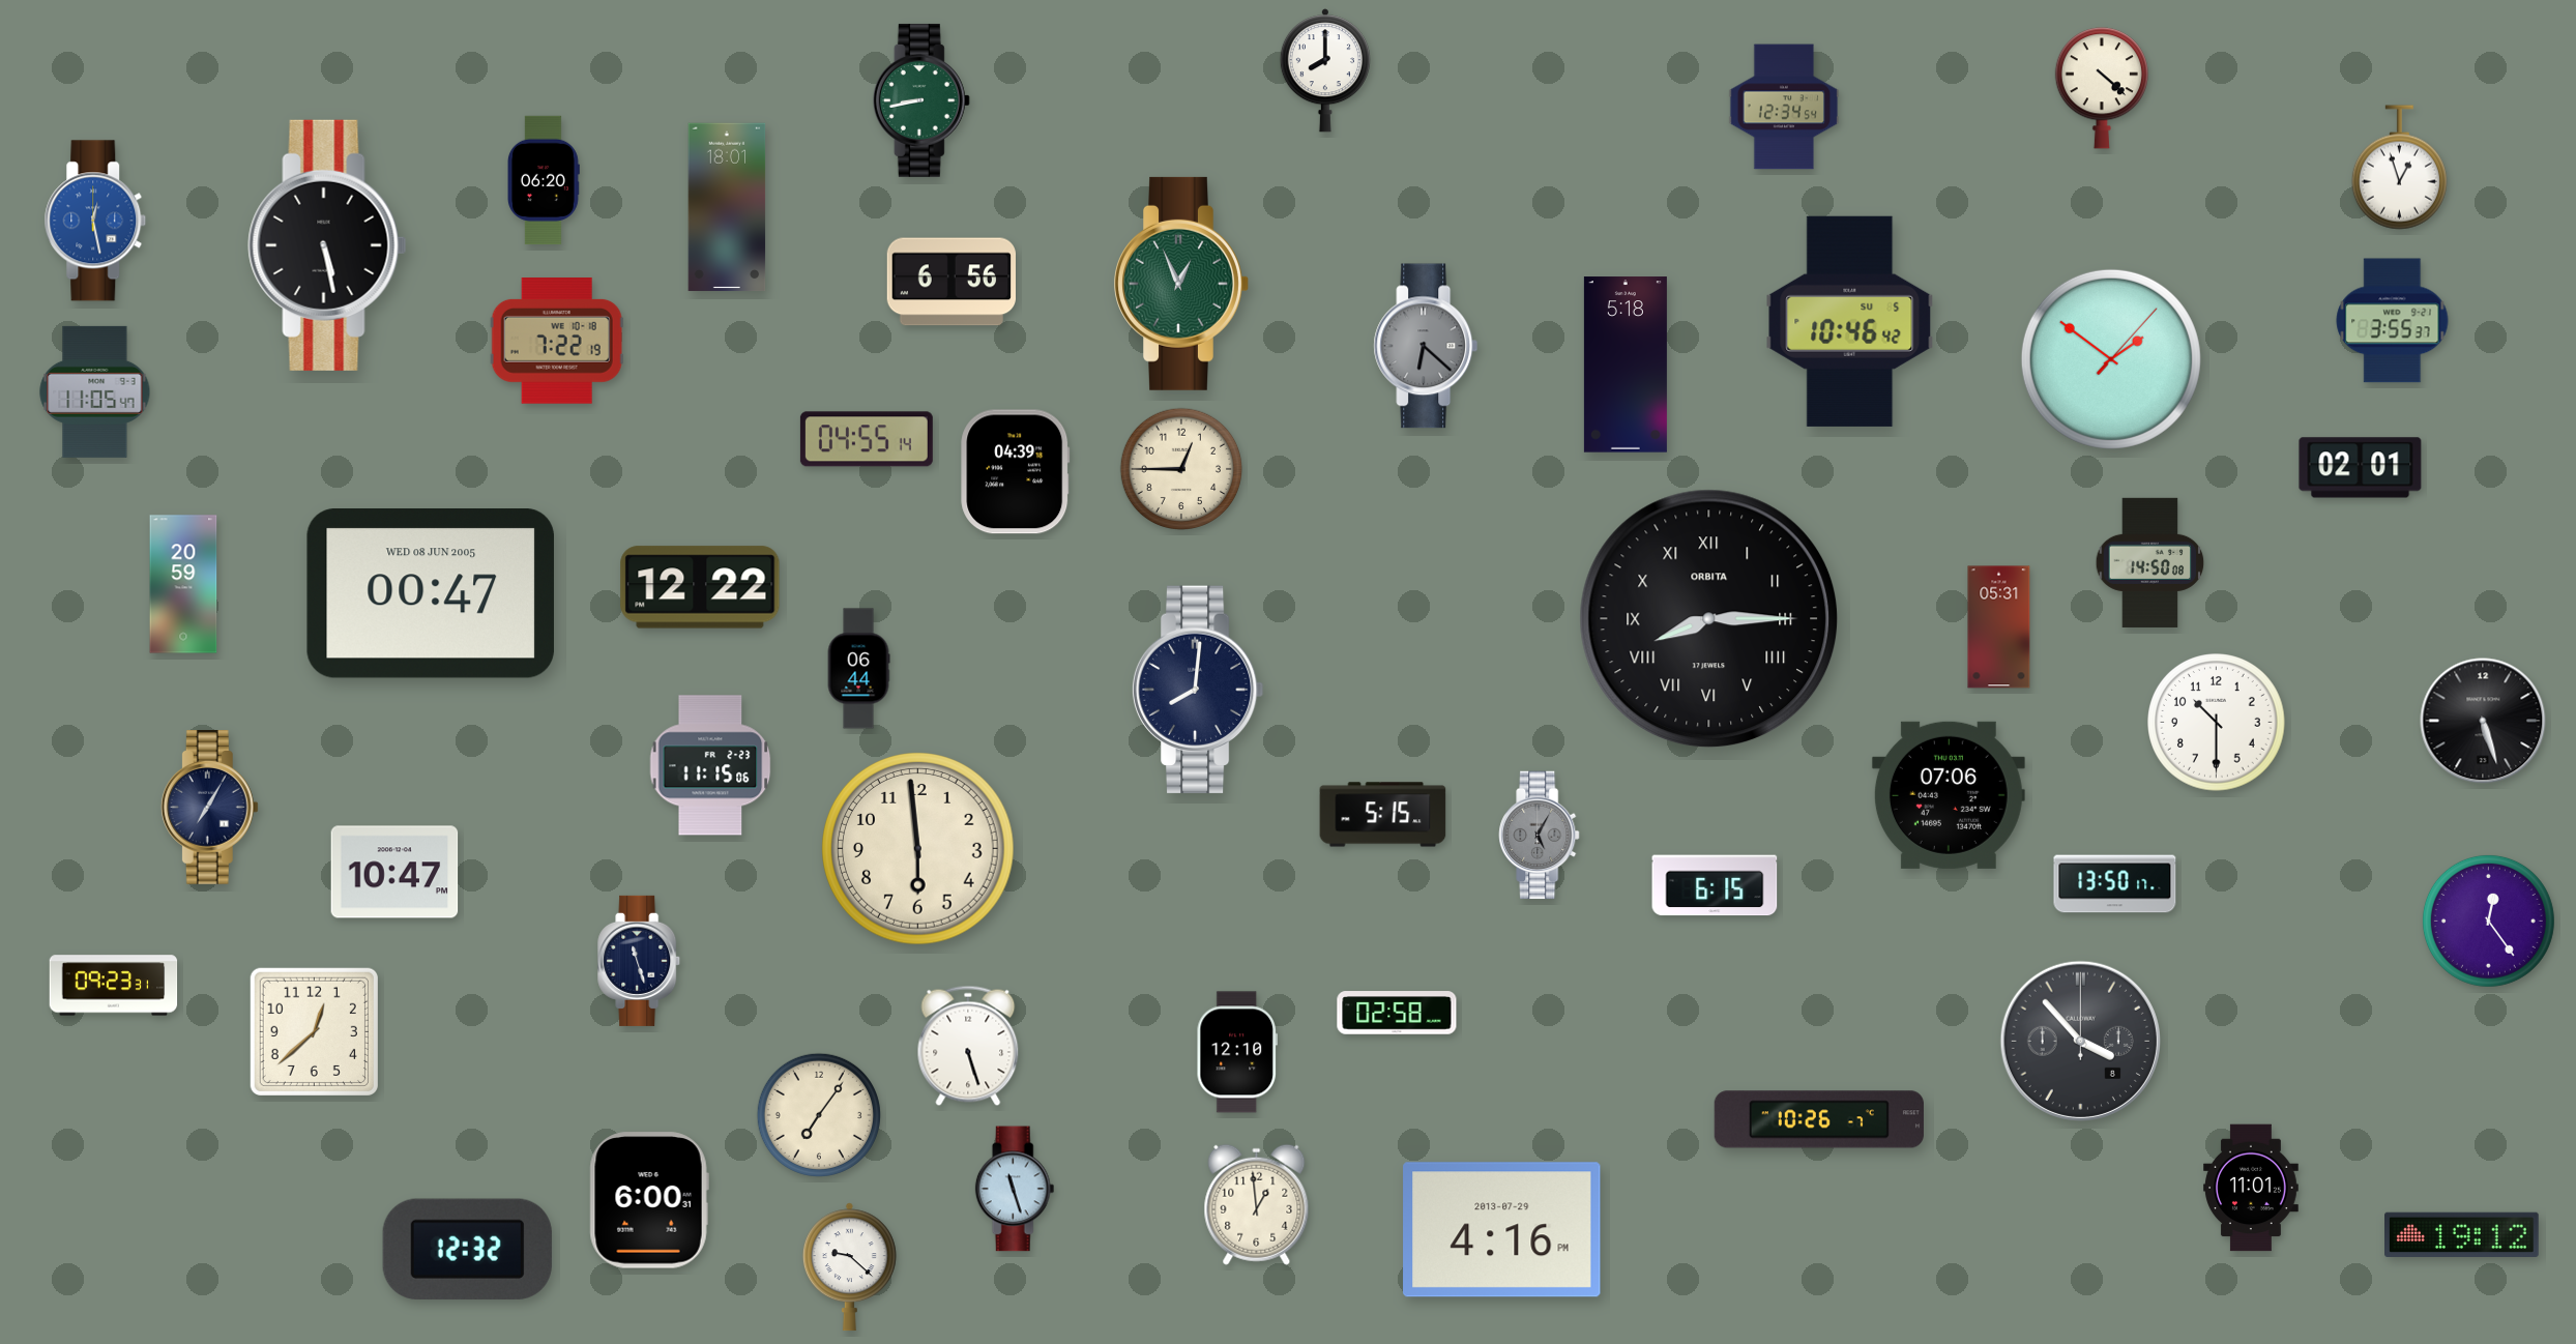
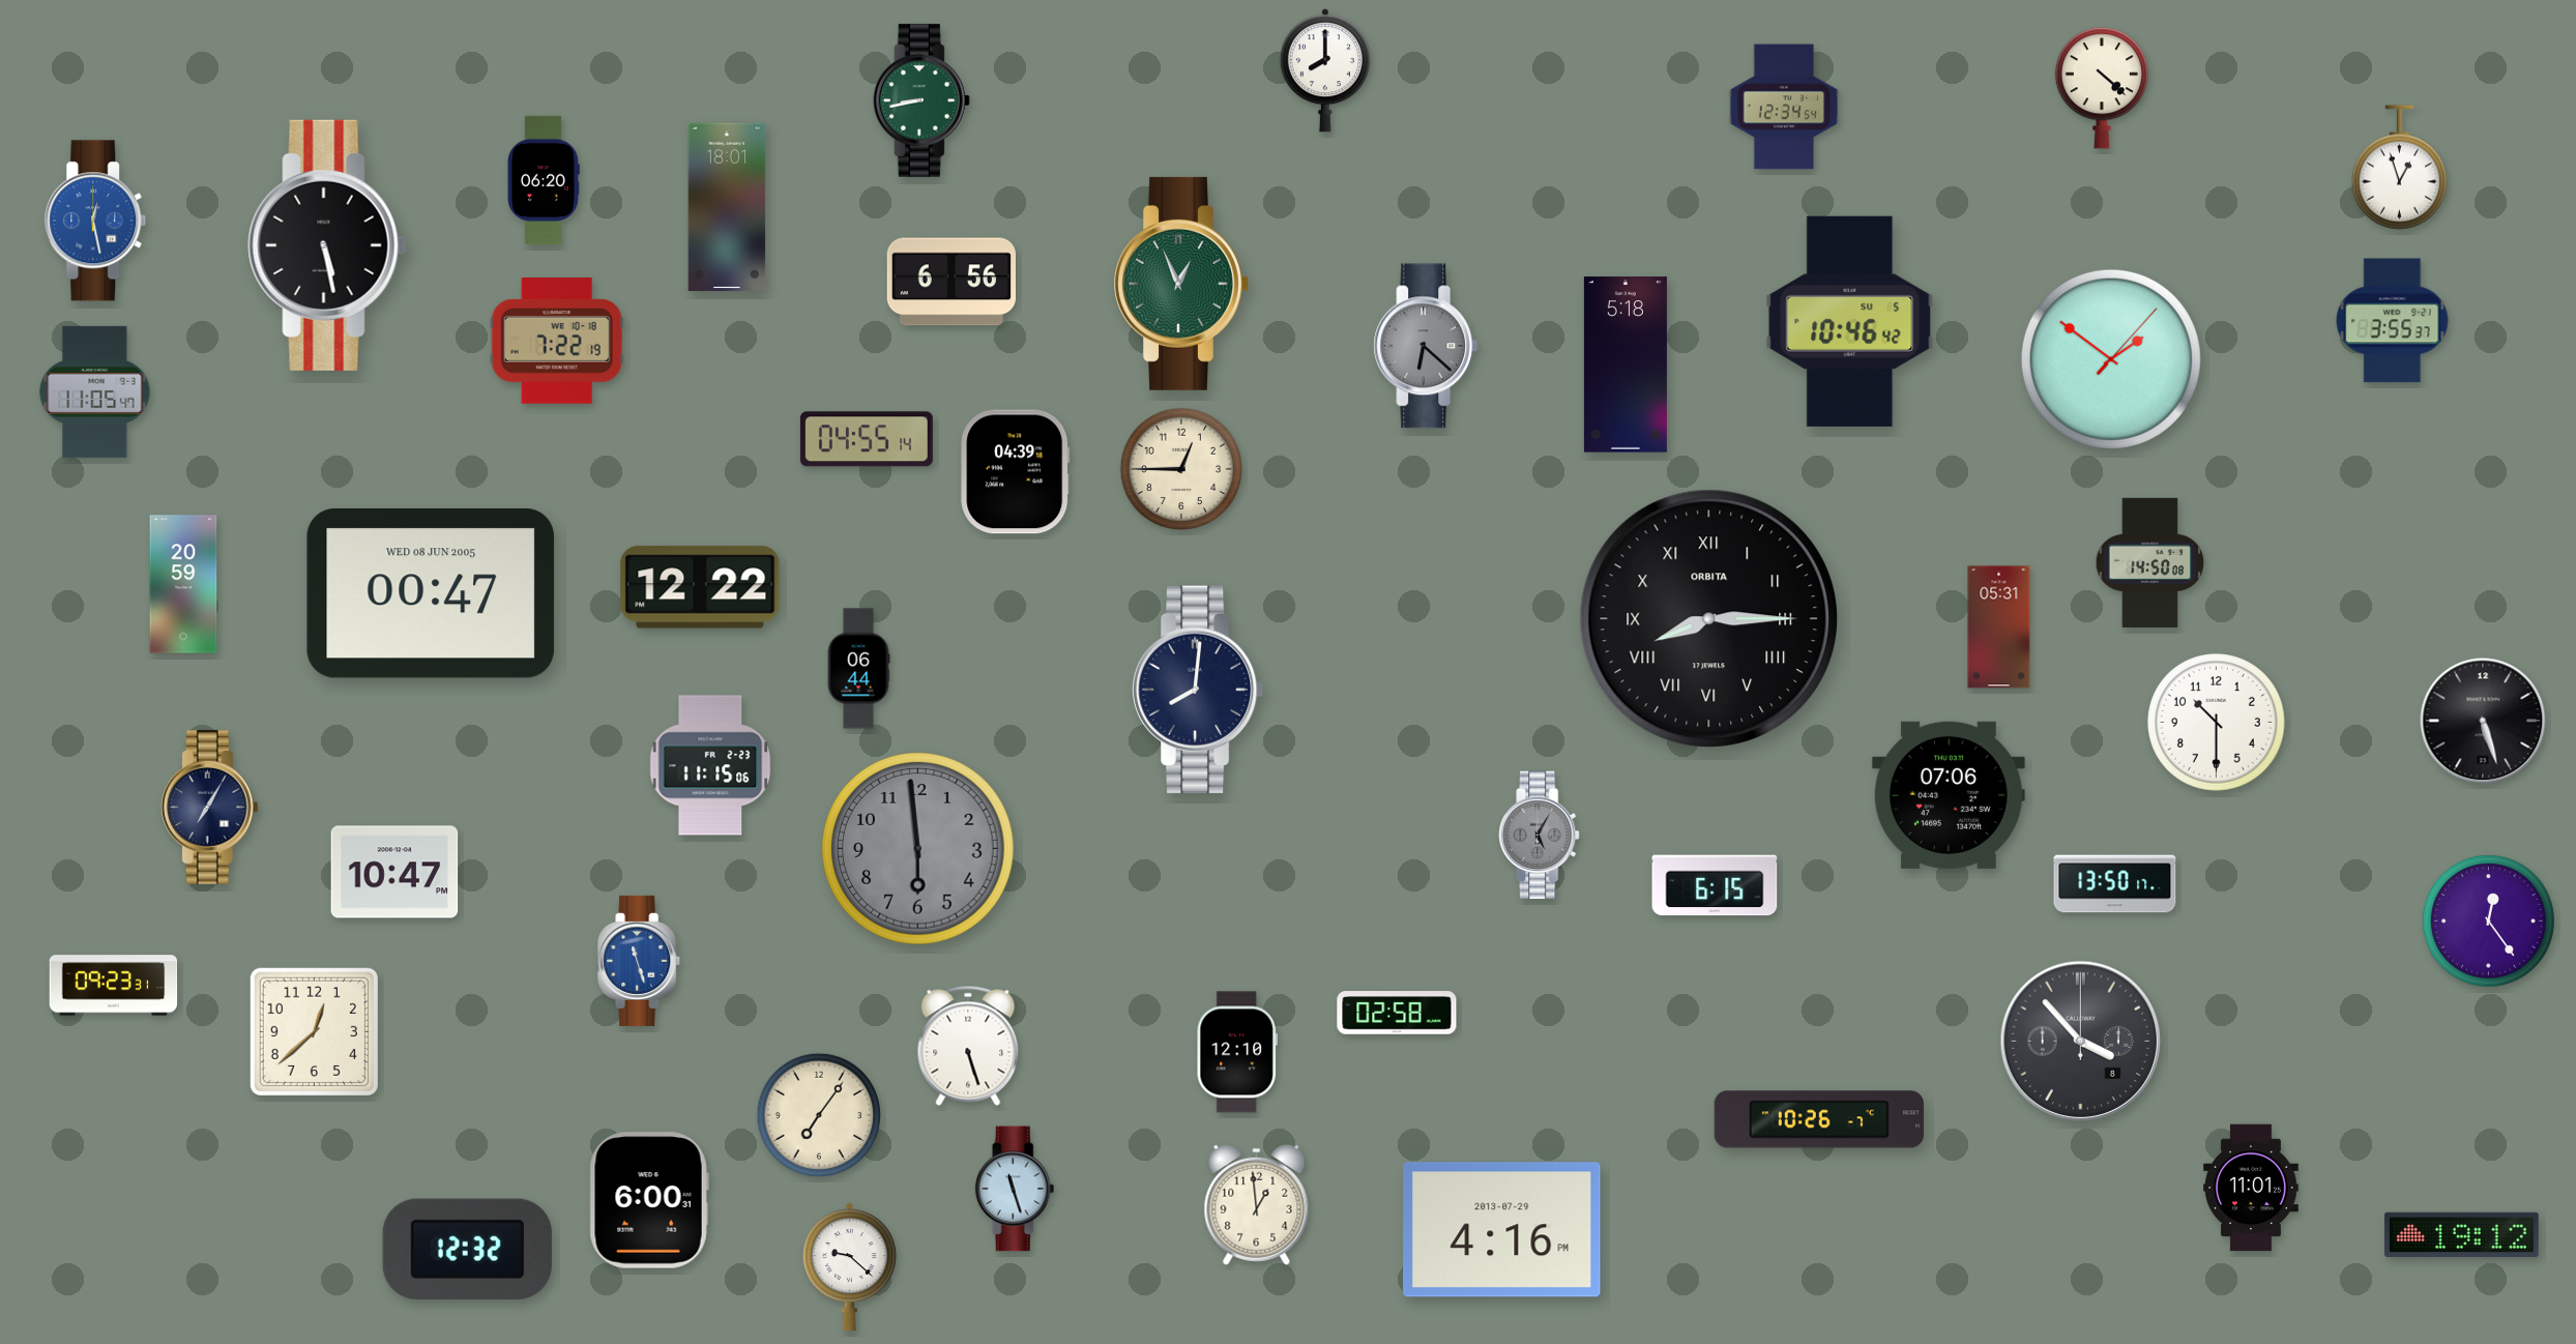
clock at (2361, 468): 02:01 -> none
clock at (1383, 815): 5:15 -> none
clock at (918, 849) dial: cream -> grey
clock at (640, 961) dial: navy -> blue
